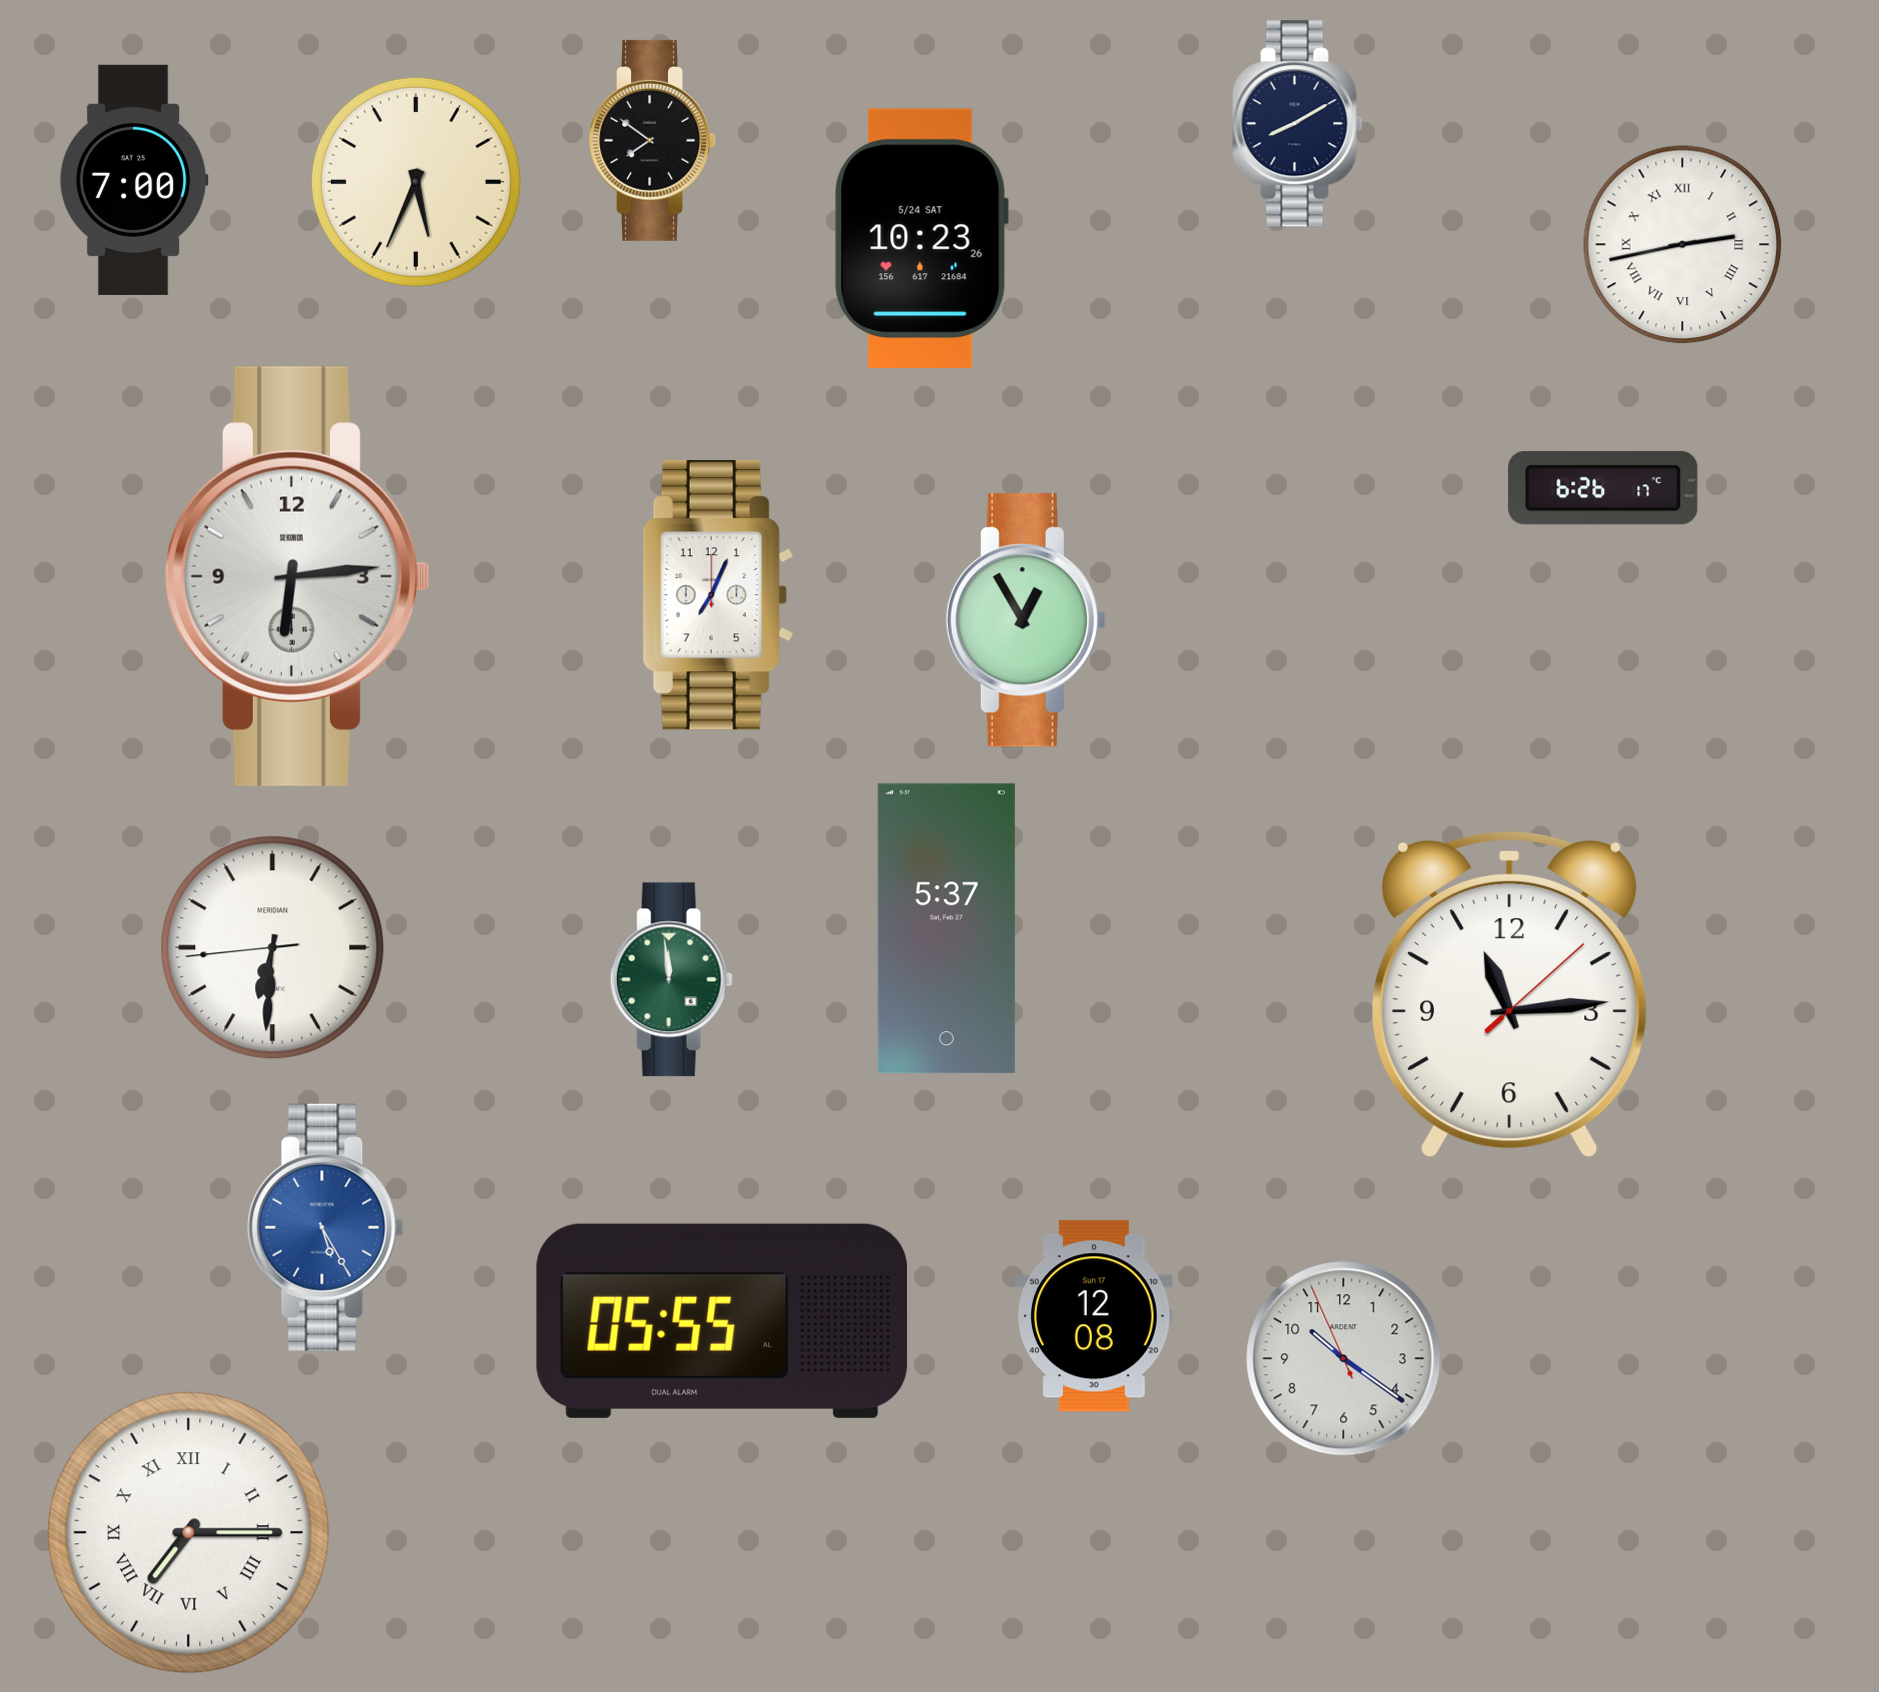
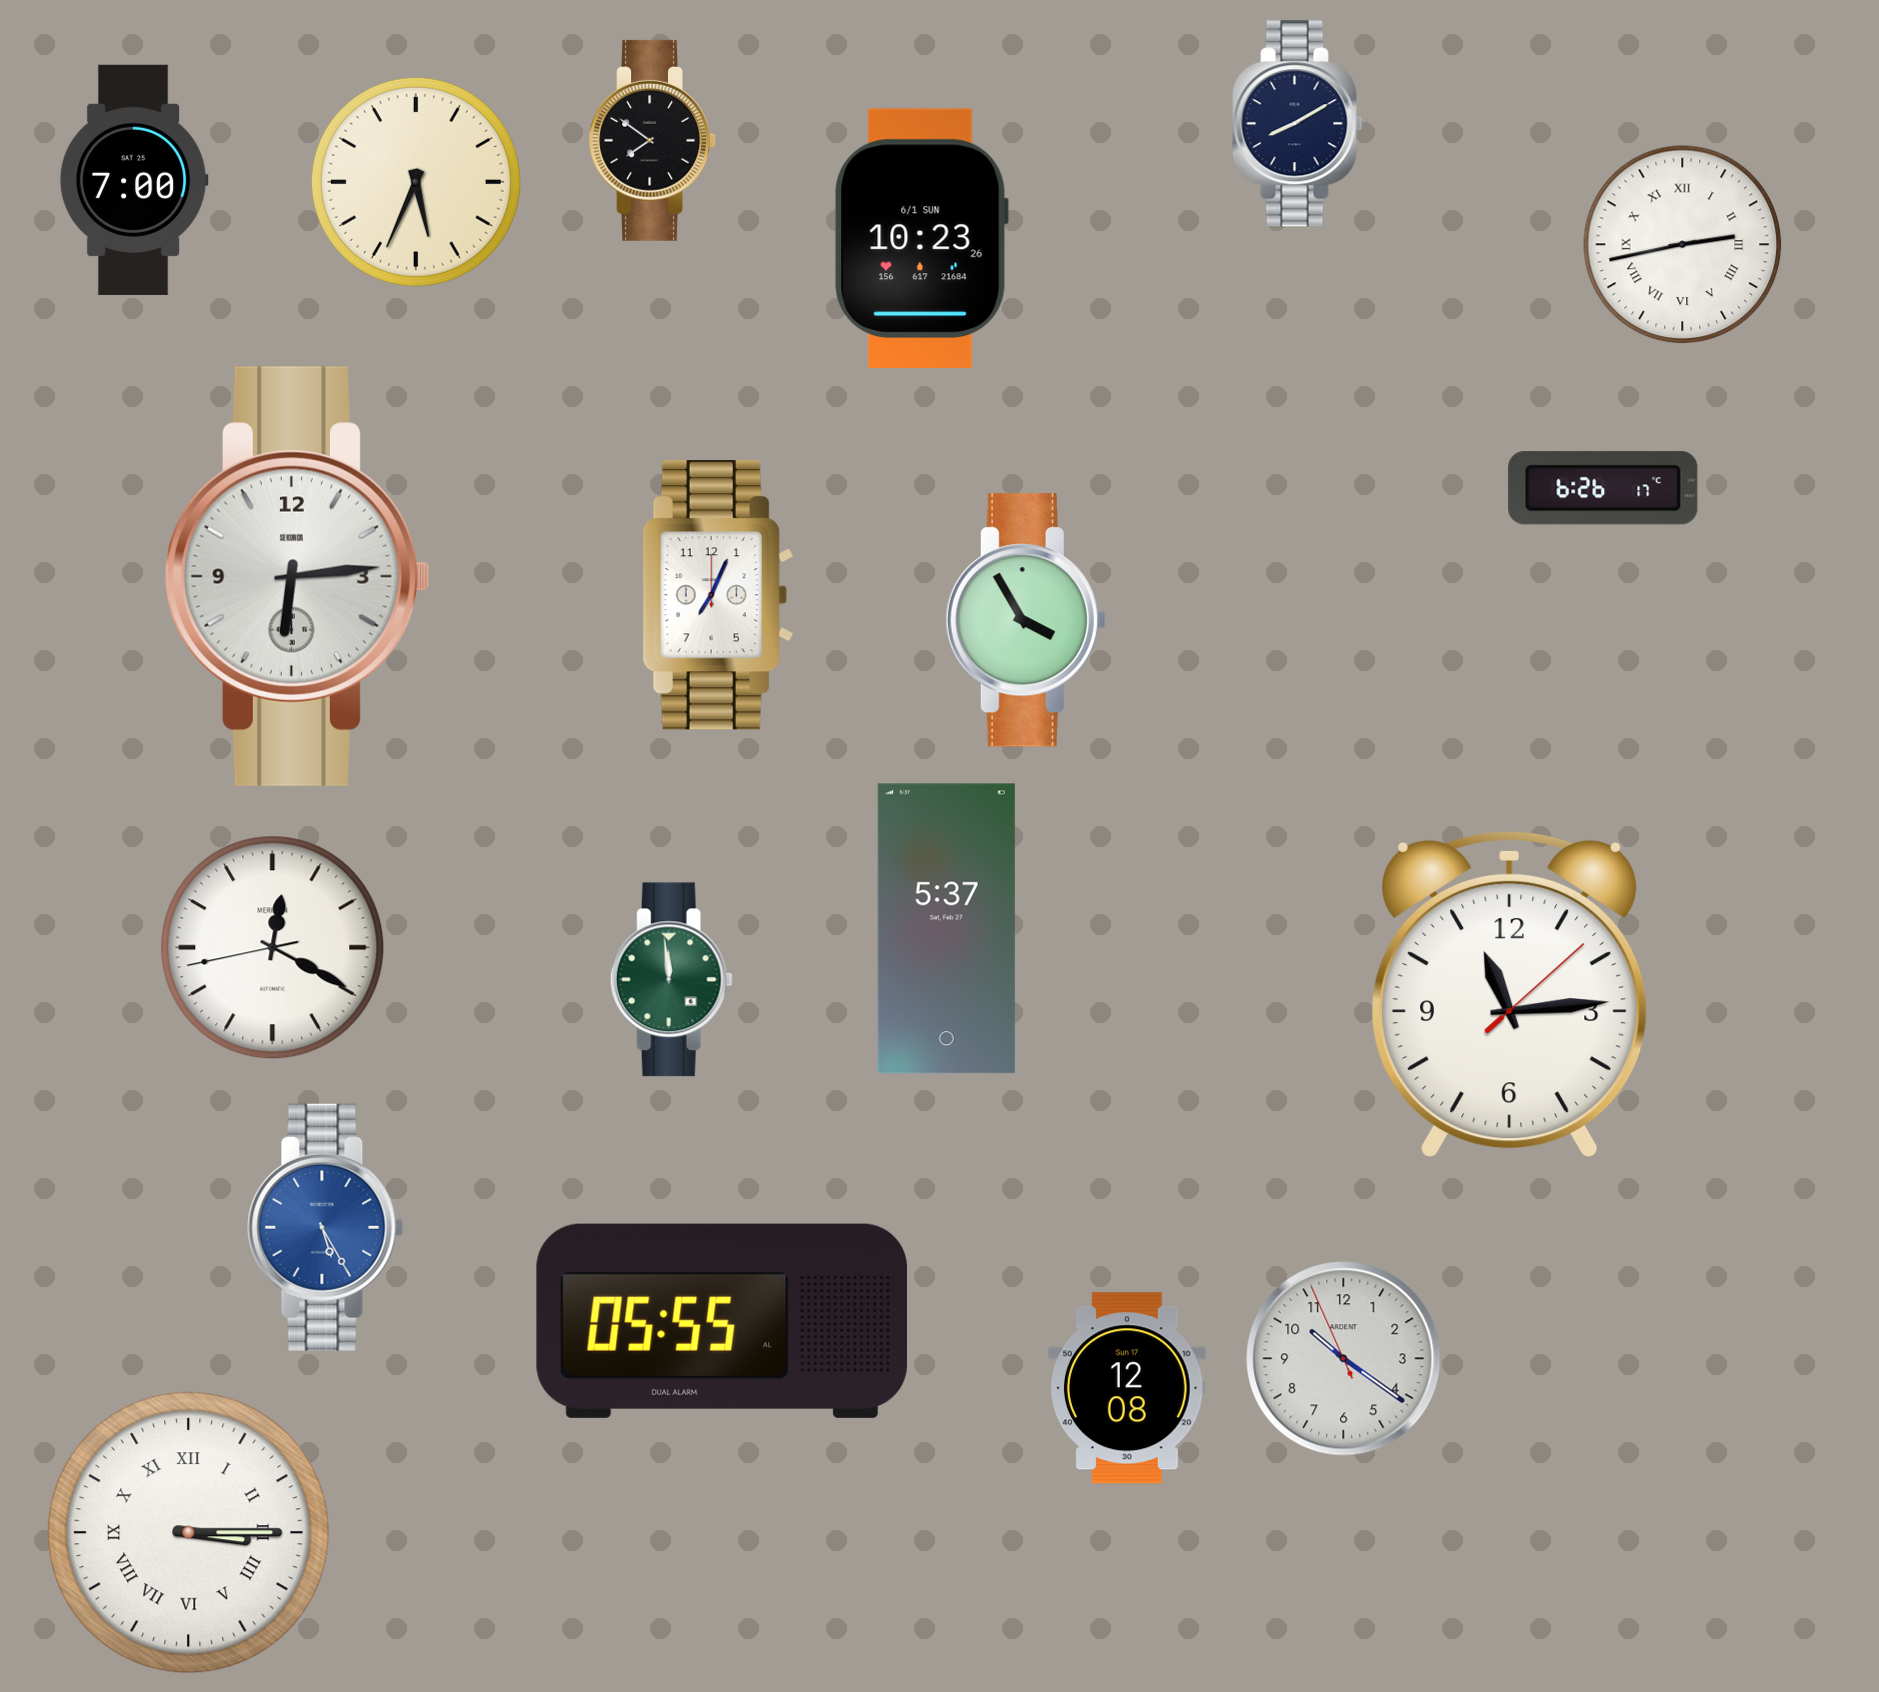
clock at (921, 238) date: 5/24 SAT -> 6/1 SUN
clock at (1026, 620): 12:55 -> 3:55
clock at (273, 948): 6:30 -> 12:19
clock at (1094, 1316) position: (1094, 1316) -> (1127, 1388)
clock at (189, 1533): 7:15 -> 3:15
